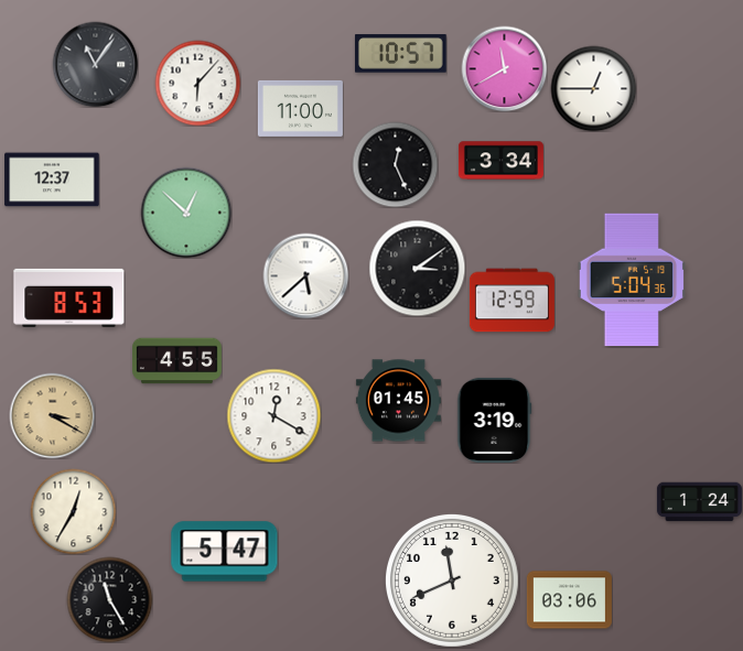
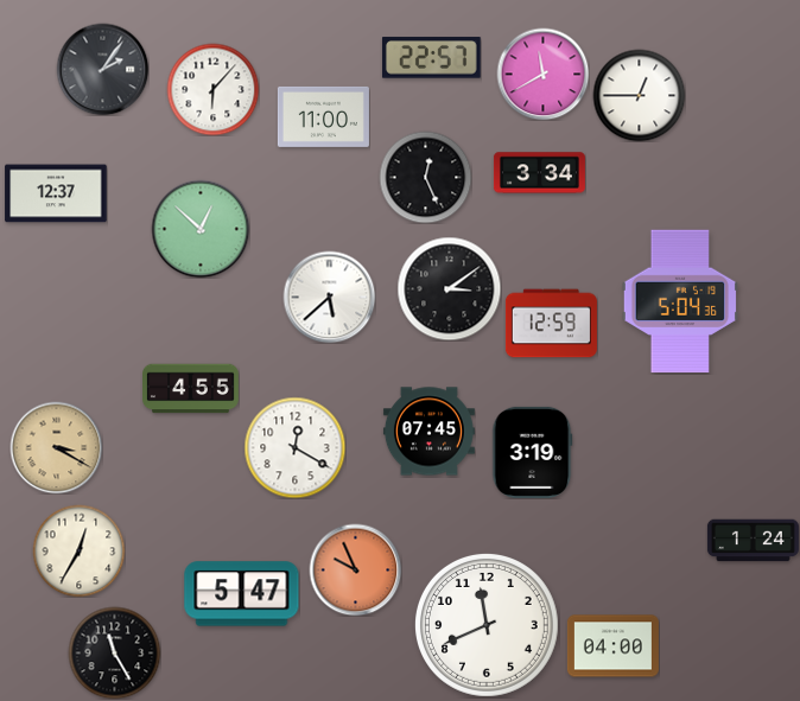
clock at (401, 54): 10:57 -> 22:57
clock at (95, 64): 11:06 -> 2:06
clock at (69, 297): 8:53 -> none
clock at (398, 401): 01:45 -> 07:45
clock at (355, 569): none -> 9:56
clock at (109, 599) position: (109, 599) -> (114, 652)
clock at (569, 600): 03:06 -> 04:00
